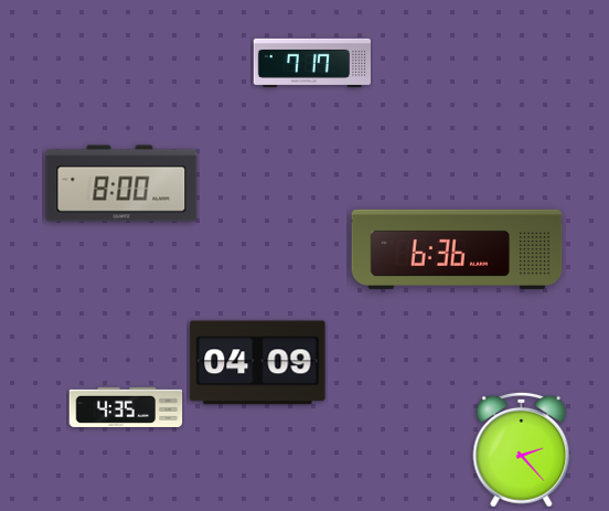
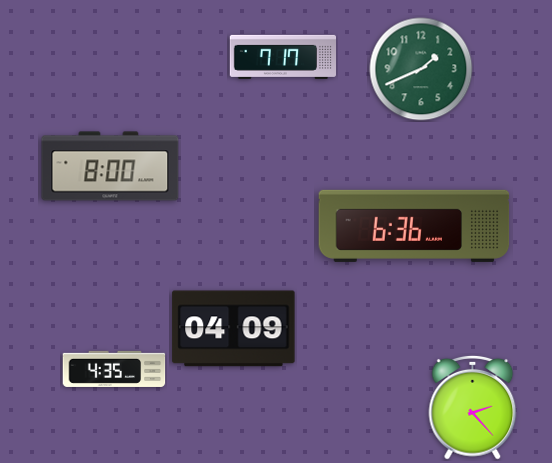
clock at (421, 69): none -> 1:41
